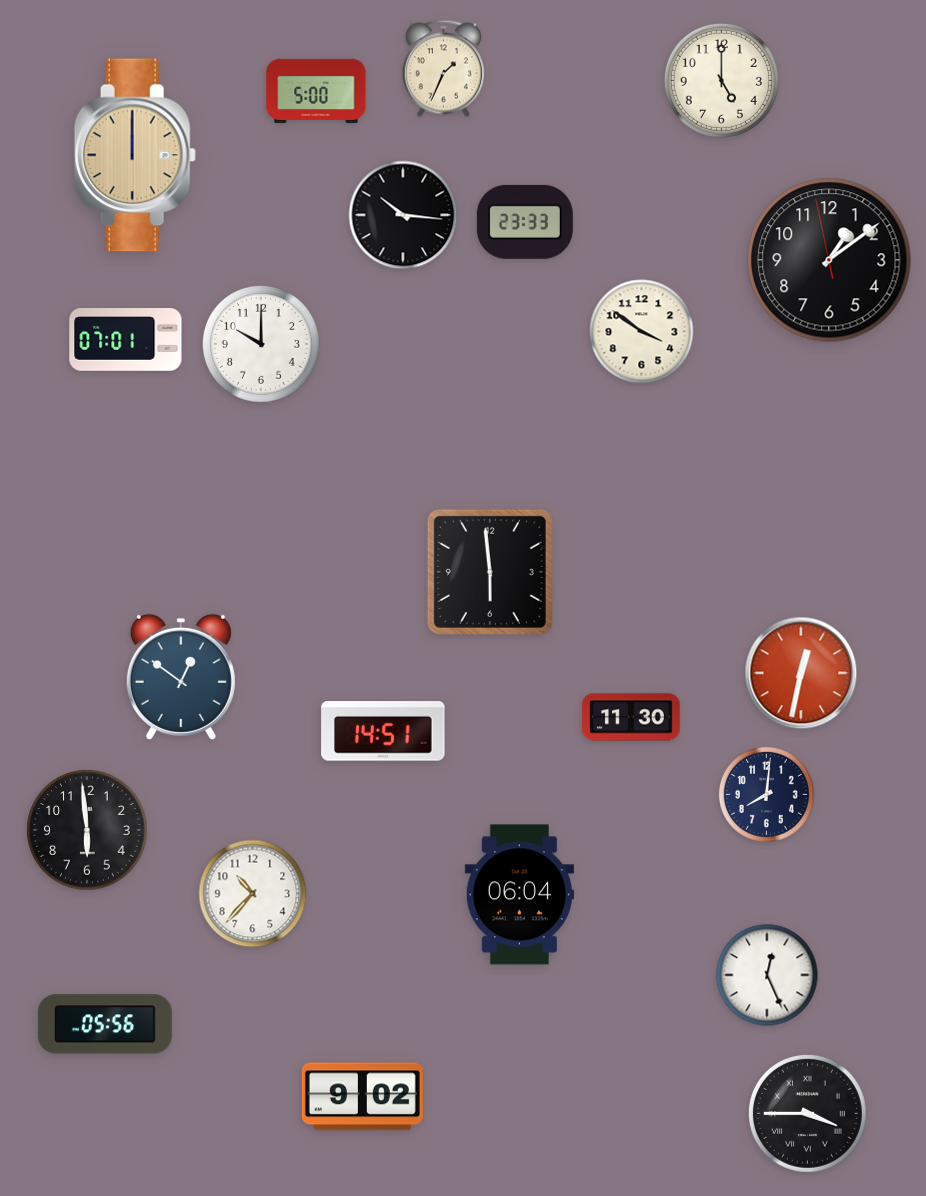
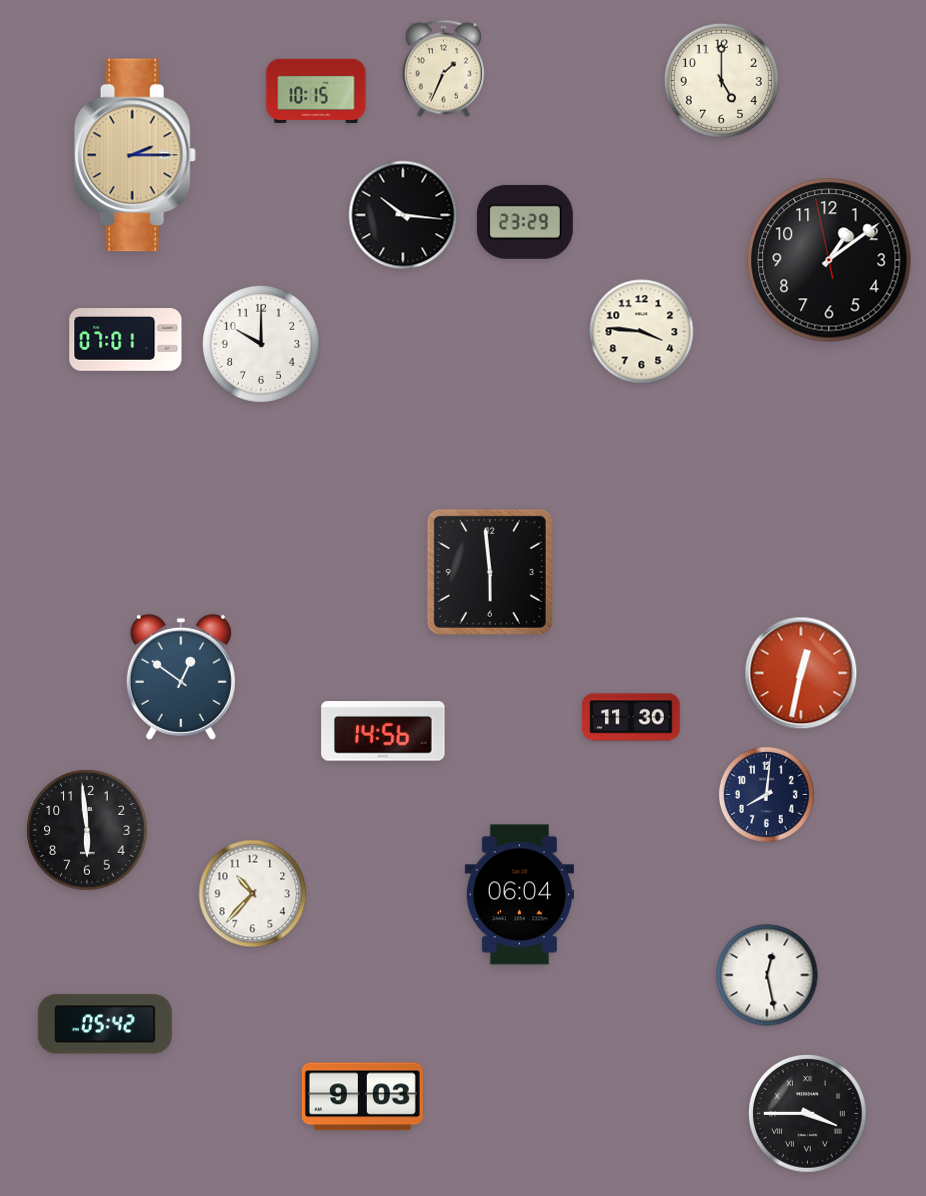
clock at (316, 91): 5:00 -> 10:15
clock at (135, 155): 12:00 -> 2:15
clock at (525, 222): 23:33 -> 23:29
clock at (642, 332): 3:51 -> 3:46
clock at (383, 731): 14:51 -> 14:56
clock at (767, 975): 12:26 -> 12:28
clock at (105, 1024): 05:56 -> 05:42
clock at (362, 1097): 9:02 -> 9:03
